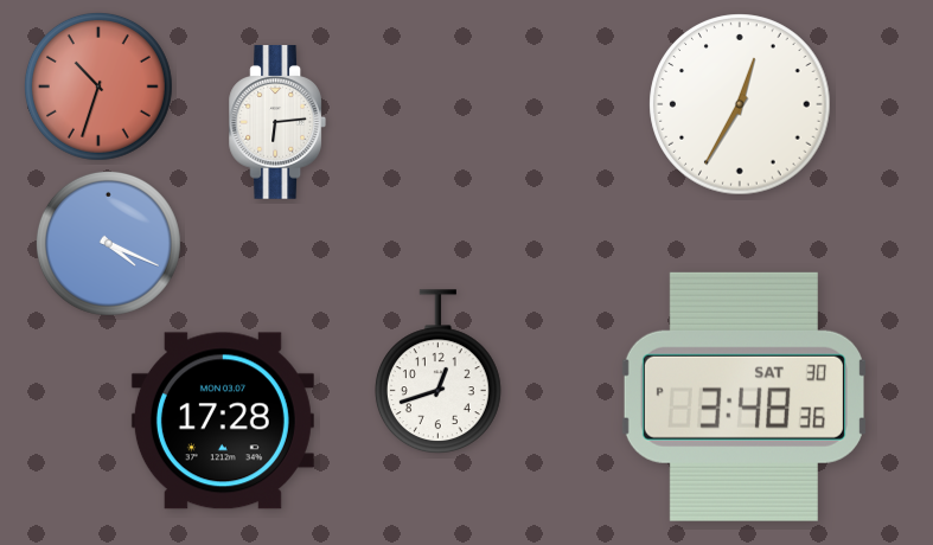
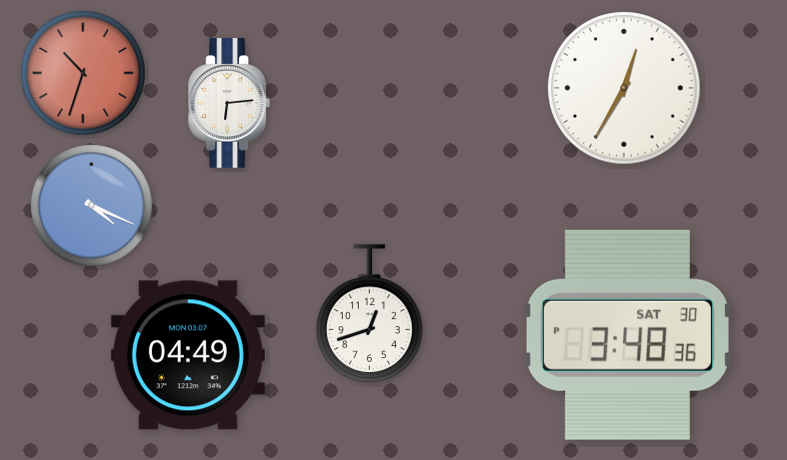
clock at (276, 122) position: (276, 122) -> (228, 103)
clock at (223, 421): 17:28 -> 04:49
